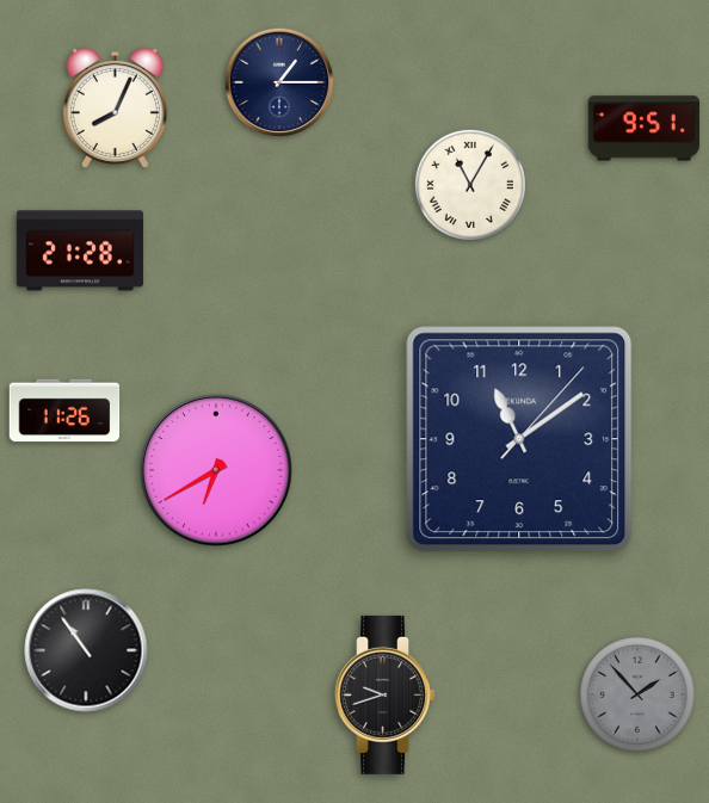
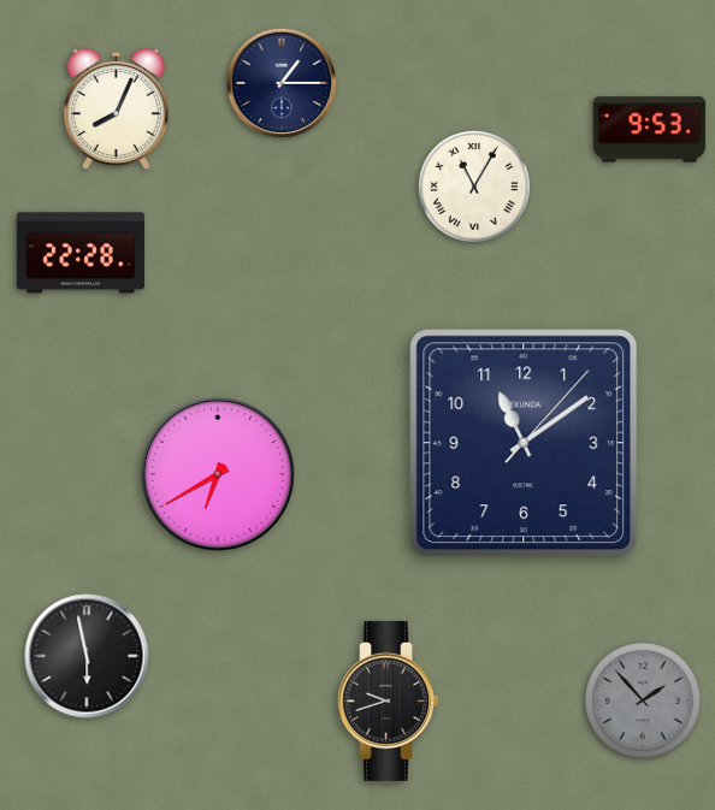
clock at (643, 129): 9:51 -> 9:53
clock at (80, 251): 21:28 -> 22:28
clock at (64, 410): 11:26 -> none
clock at (86, 650): 10:54 -> 5:58
